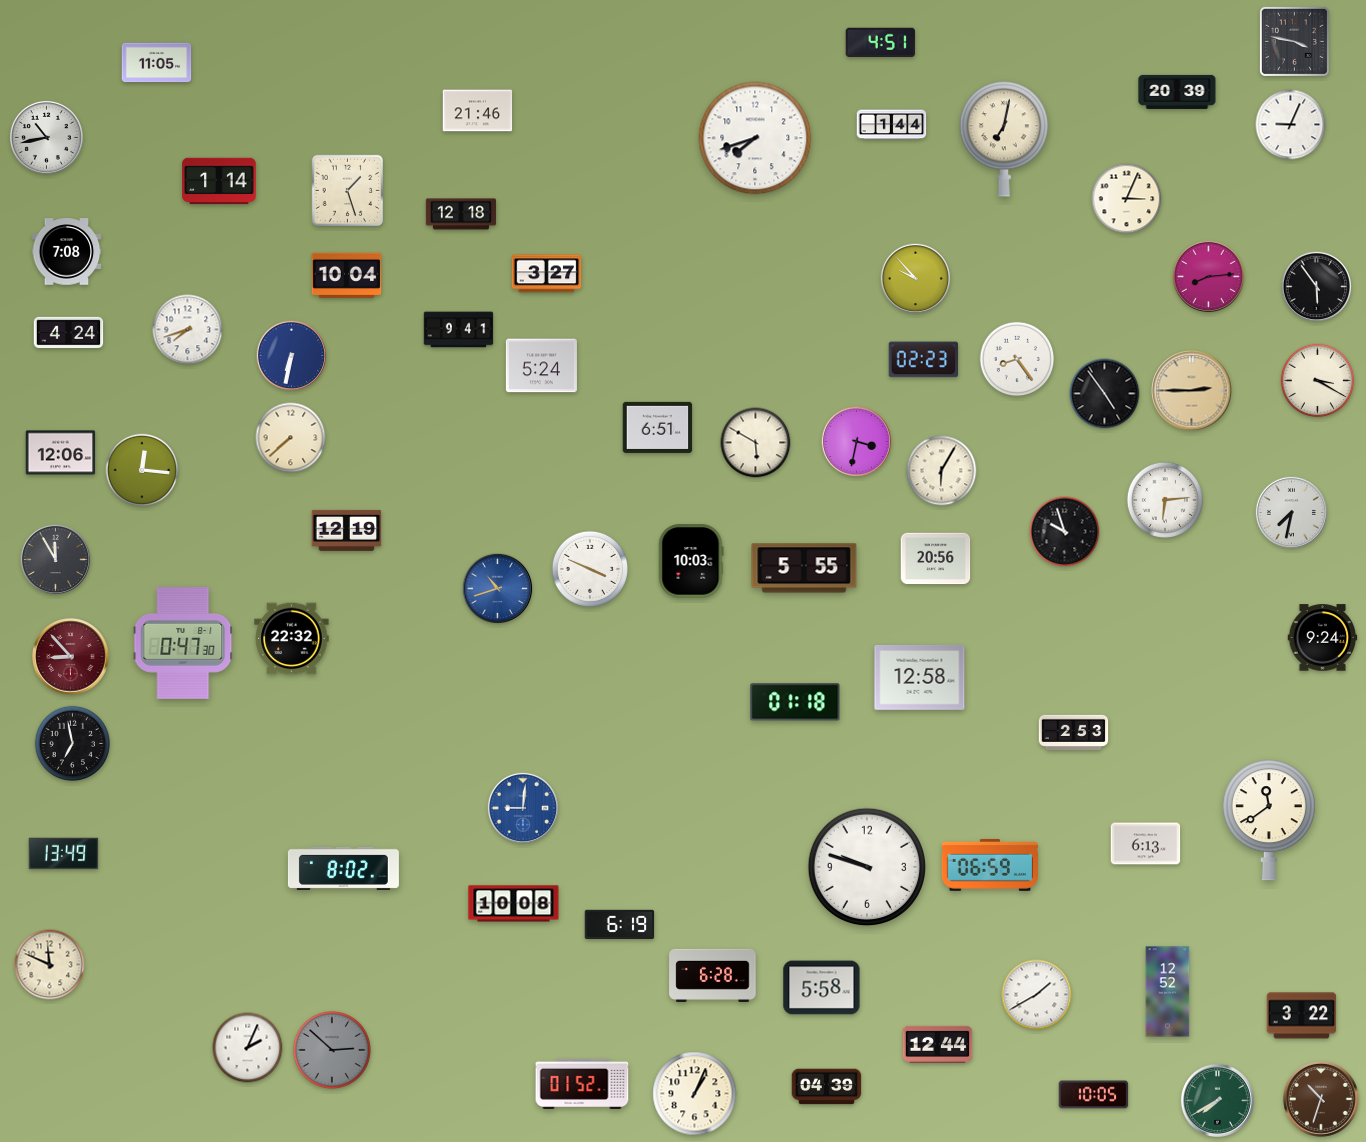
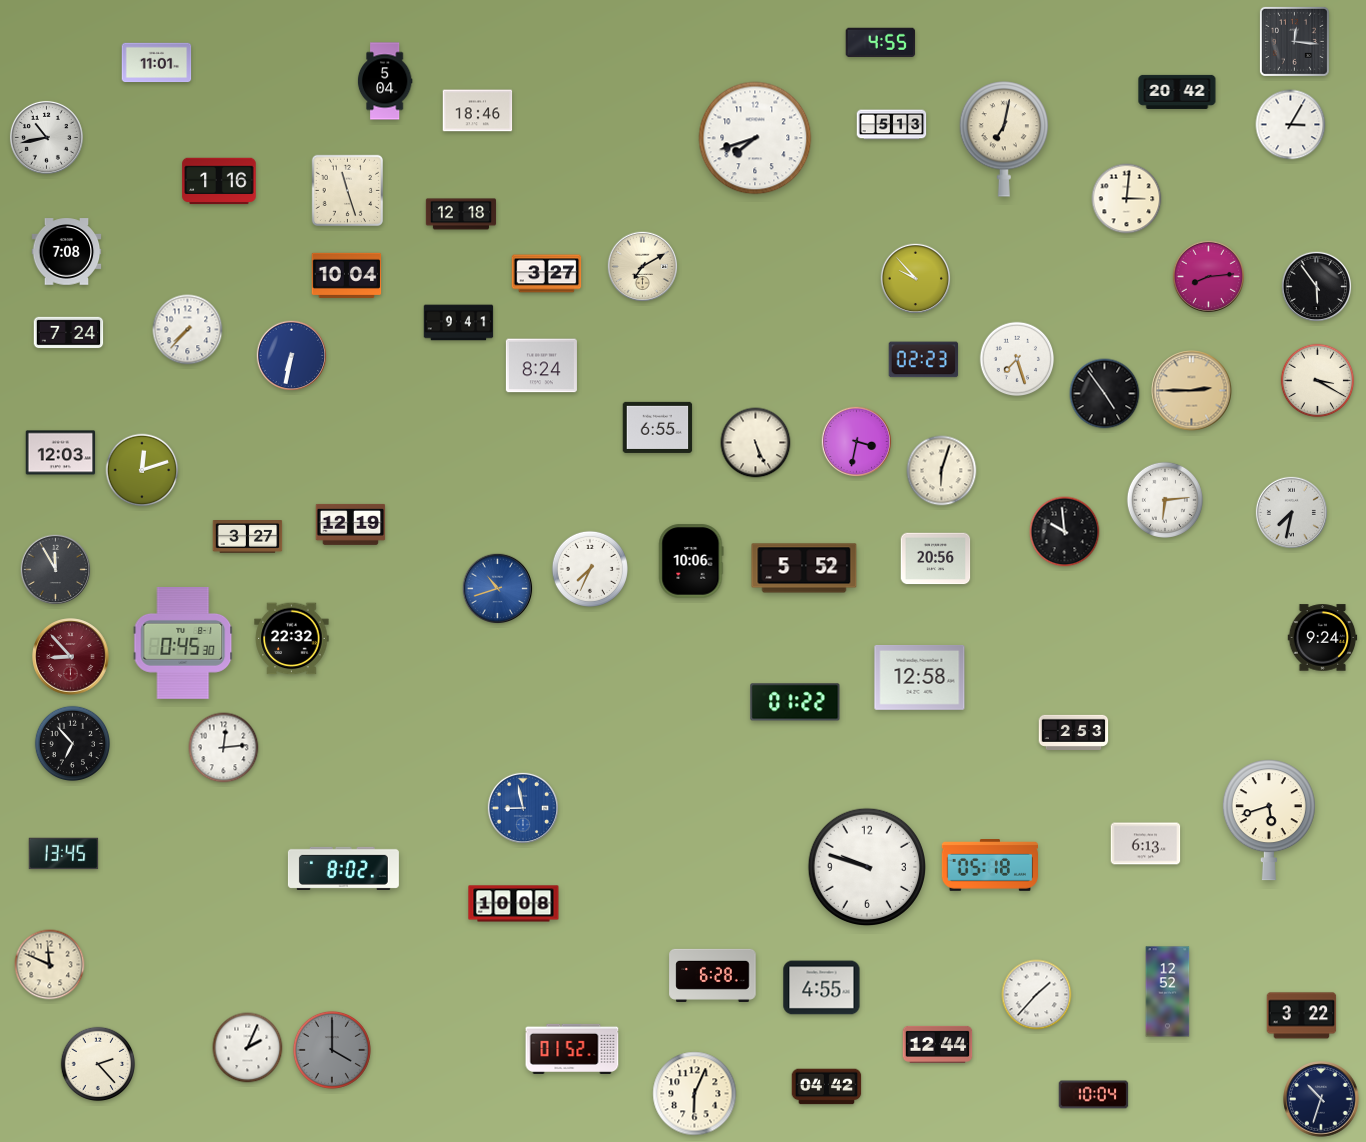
clock at (1294, 41): 3:47 -> 12:16
clock at (881, 42): 4:51 -> 4:55
clock at (157, 63): 11:05 -> 11:01
clock at (385, 81): none -> 5:04
clock at (1177, 92): 20:39 -> 20:42
clock at (478, 111): 21:46 -> 18:46
clock at (892, 125): 1:44 -> 5:13
clock at (1291, 125): 9:04 -> 3:05
clock at (219, 181): 1:14 -> 1:16
clock at (347, 190): 1:27 -> 11:27
clock at (1127, 199): 3:04 -> 3:01
clock at (643, 267): none -> 7:10
clock at (188, 330): 7:42 -> 7:37
clock at (459, 330) position: (459, 330) -> (459, 323)
clock at (69, 333): 4:24 -> 7:24
clock at (1017, 359): 8:24 -> 7:27
clock at (541, 366): 5:24 -> 8:24
clock at (658, 427): 6:51 -> 6:55
clock at (291, 438): 7:38 -> none
clock at (756, 443): 5:50 -> 5:26
clock at (61, 453): 12:06 -> 12:03
clock at (142, 470): 12:16 -> 12:12
clock at (942, 471): 6:05 -> 6:03
clock at (347, 530) position: (347, 530) -> (351, 524)
clock at (1065, 532): 9:57 -> 9:59
clock at (248, 537): none -> 3:27
clock at (56, 560) position: (56, 560) -> (56, 570)
clock at (691, 561): 10:03 -> 10:06
clock at (804, 568): 5:55 -> 5:52
clock at (590, 569): 3:49 -> 7:34
clock at (183, 644): 0:47 -> 0:45
clock at (795, 702): 01:18 -> 01:22
clock at (72, 743): 6:58 -> 6:53
clock at (224, 748): none -> 12:14
clock at (522, 807): 9:01 -> 8:58
clock at (1269, 820): 11:39 -> 5:42
clock at (64, 854): 13:49 -> 13:45
clock at (989, 866): 06:59 -> 05:18
clock at (620, 924): 6:19 -> none
clock at (822, 988): 5:58 -> 4:55
clock at (1037, 995): 1:40 -> 1:37
clock at (332, 1050): 2:52 -> 4:00
clock at (98, 1064): none -> 2:23
clock at (582, 1084) position: (582, 1084) -> (572, 1049)
clock at (827, 1087): 04:39 -> 04:42
clock at (695, 1094): 1:04 -> 6:04
clock at (1094, 1095): 10:05 -> 10:04
clock at (1321, 1099) dial: brown -> navy
clock at (1217, 1100): 7:40 -> none
